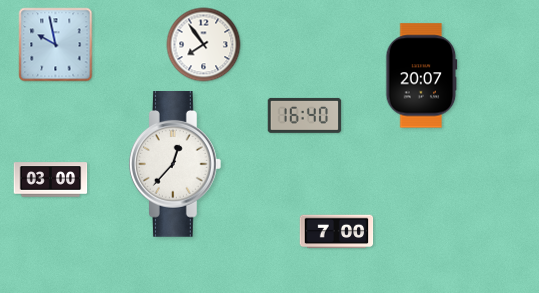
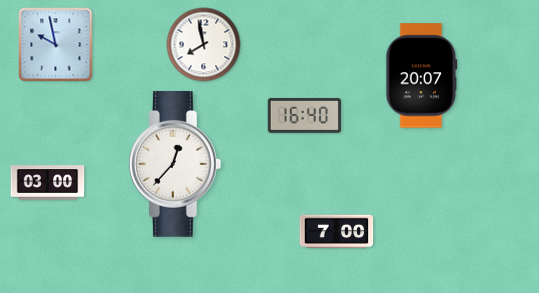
clock at (204, 45): 7:54 -> 7:58
clock at (51, 180) position: (51, 180) -> (48, 183)
